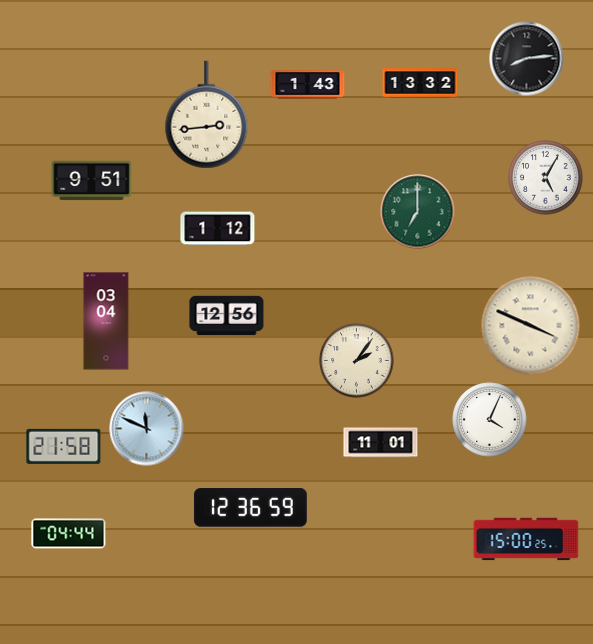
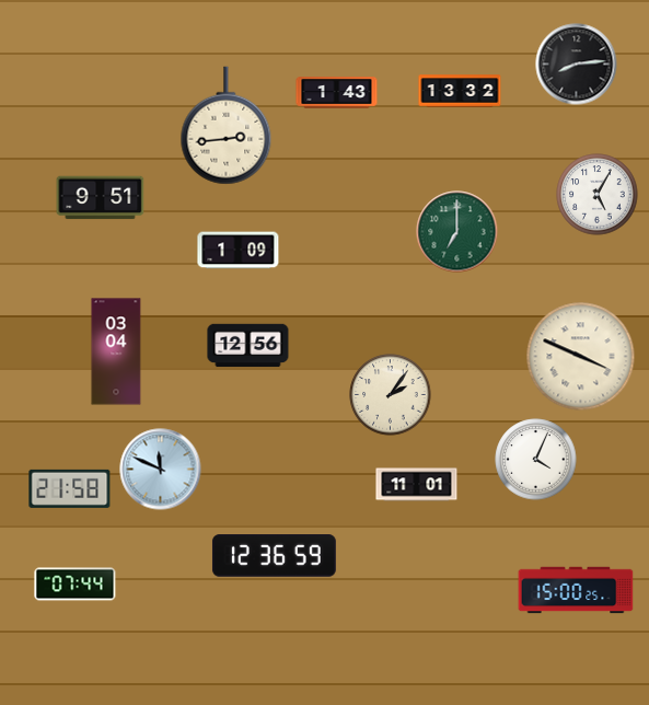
clock at (218, 229): 1:12 -> 1:09
clock at (69, 534): 04:44 -> 07:44
